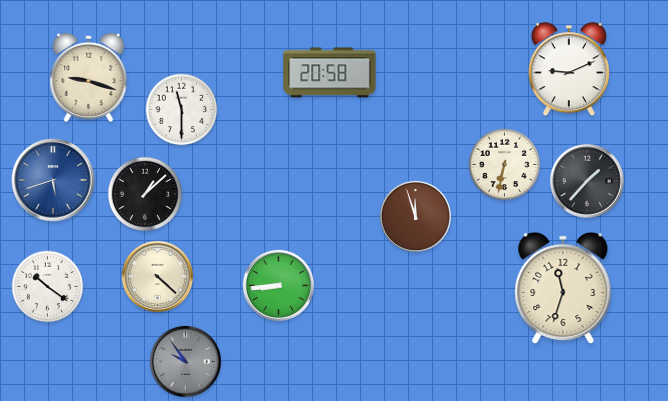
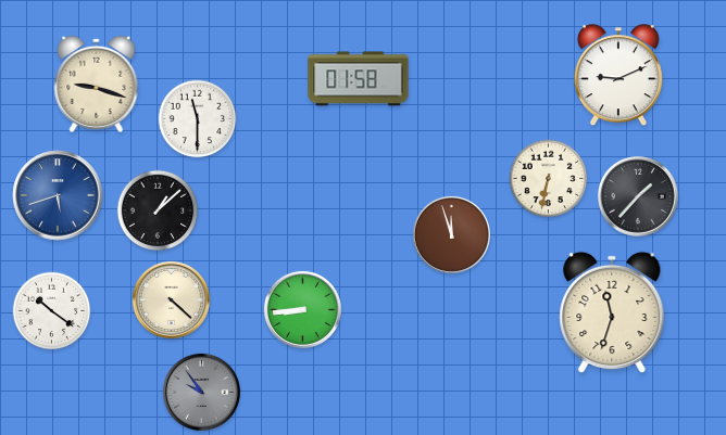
clock at (330, 73): 20:58 -> 01:58
